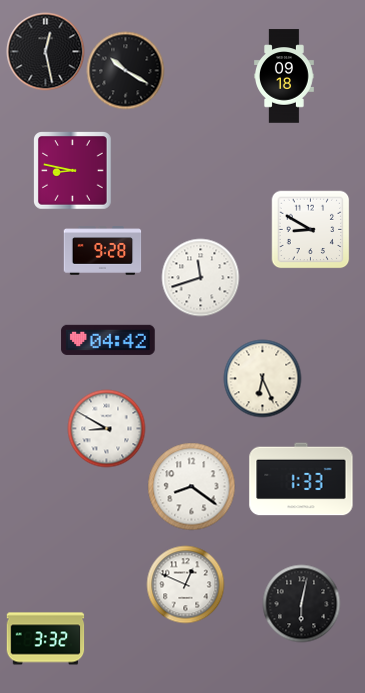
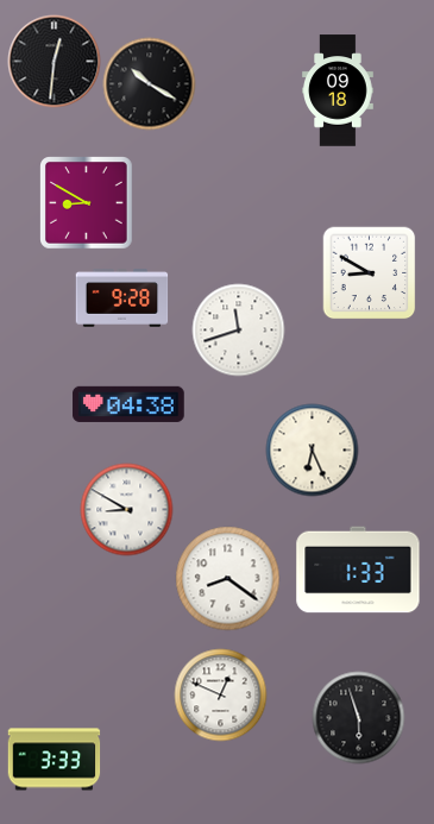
clock at (45, 51): 12:28 -> 12:31
clock at (72, 170): 8:47 -> 8:50
clock at (108, 340): 04:42 -> 04:38
clock at (301, 603): 6:02 -> 5:57
clock at (45, 639): 3:32 -> 3:33
